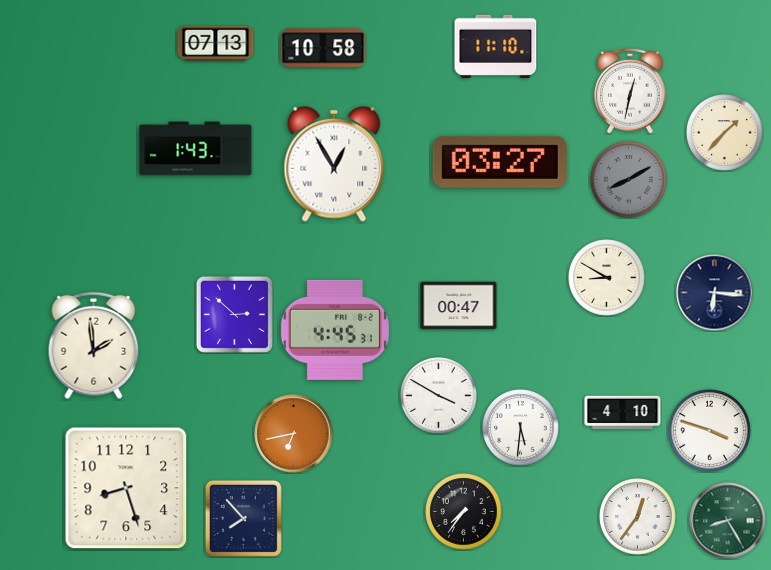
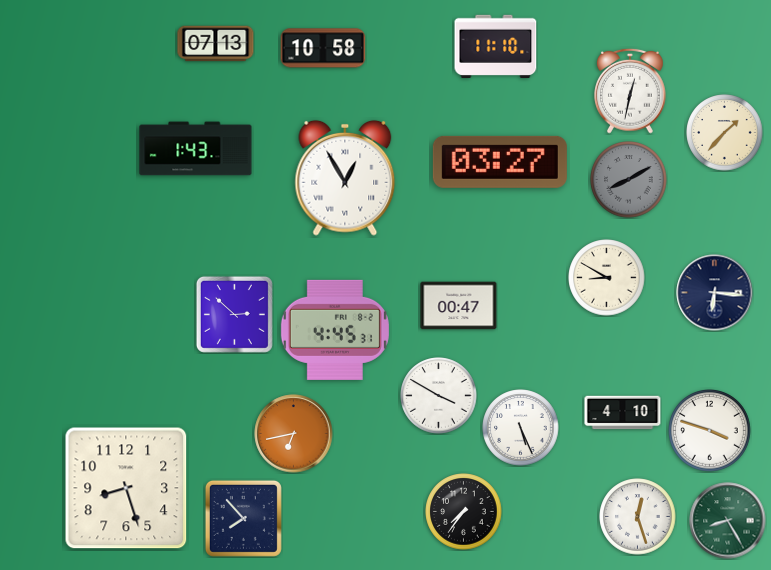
clock at (334, 164) position: (334, 164) -> (345, 178)
clock at (94, 346): 1:59 -> none
clock at (521, 428): 5:31 -> 5:26
clock at (638, 517): 12:36 -> 12:27
